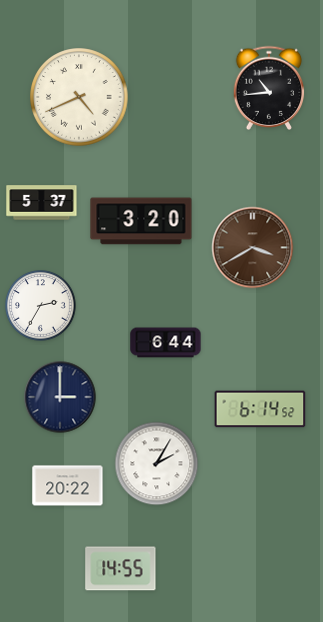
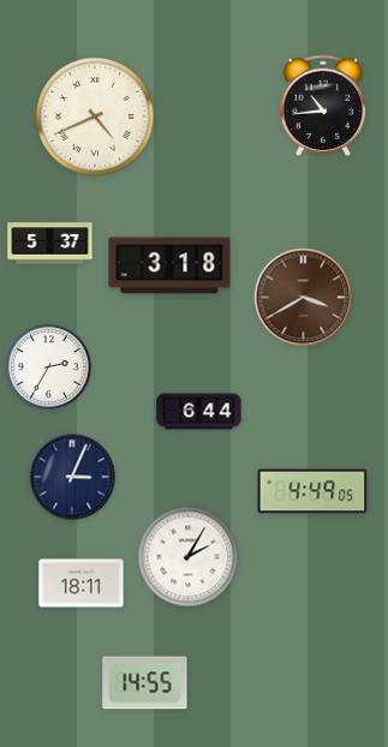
clock at (141, 221): 3:20 -> 3:18
clock at (60, 397): 3:00 -> 3:04
clock at (260, 409): 6:14 -> 4:49
clock at (68, 486): 20:22 -> 18:11
